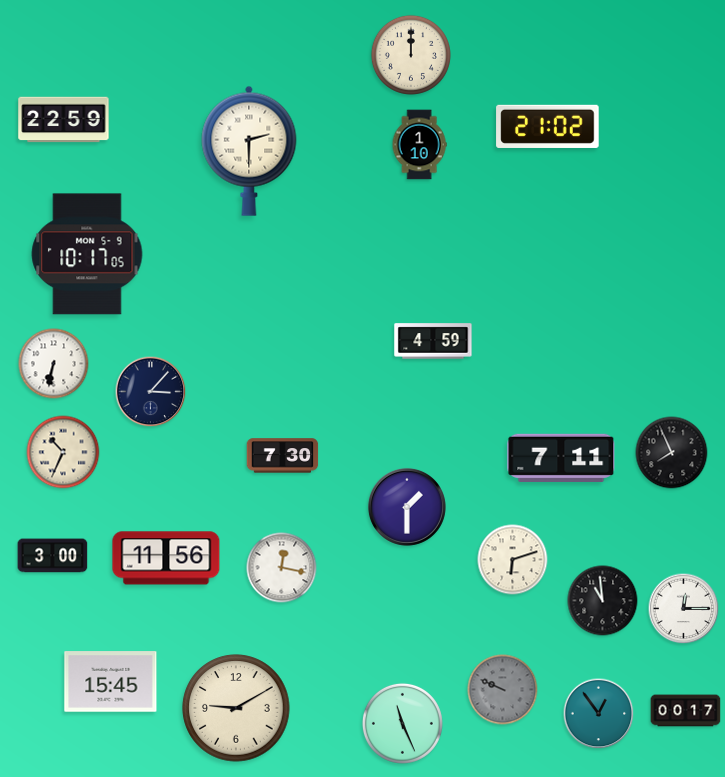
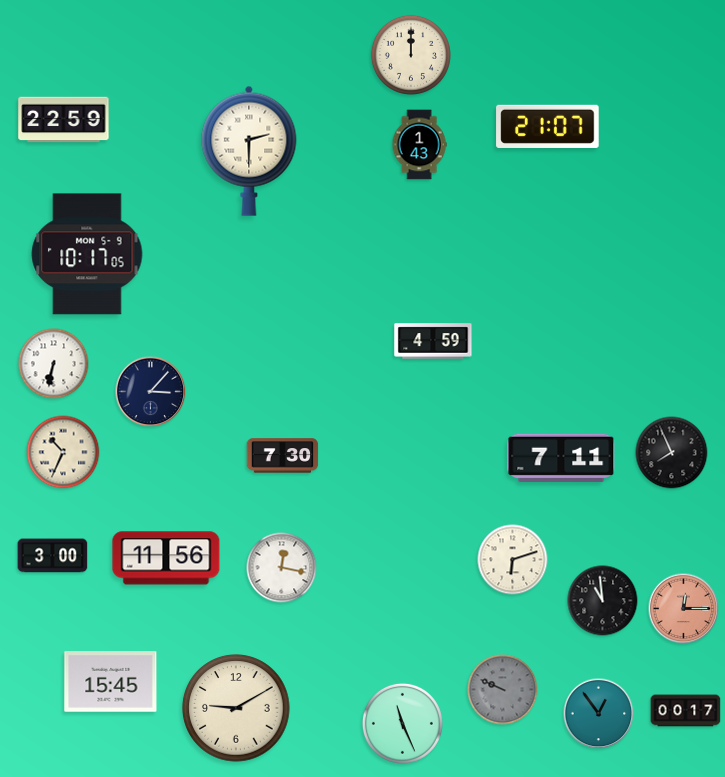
clock at (548, 126): 21:02 -> 21:07
clock at (419, 145): 1:10 -> 1:43
clock at (407, 507): 1:30 -> none
clock at (684, 609) dial: white -> salmon
